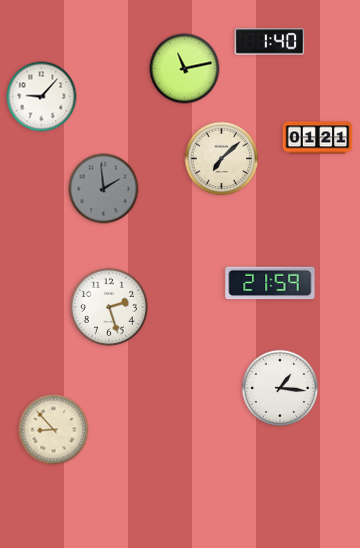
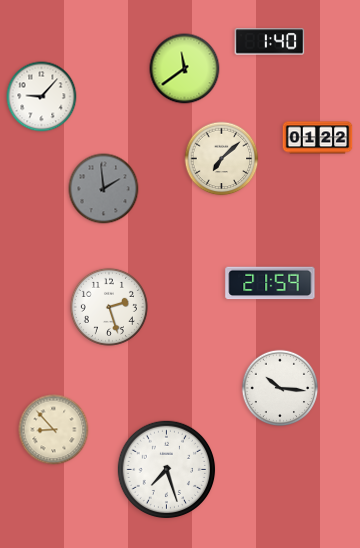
clock at (185, 69): 11:13 -> 11:39
clock at (318, 138): 01:21 -> 01:22
clock at (280, 388): 1:16 -> 10:16
clock at (167, 470): none -> 7:27
